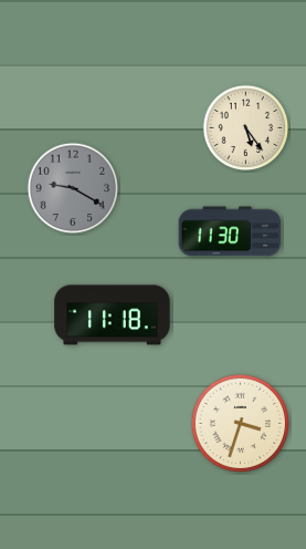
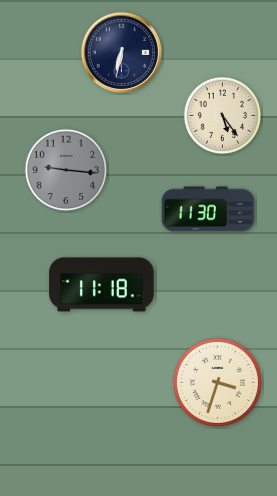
clock at (121, 52): none -> 6:32
clock at (73, 188): 9:20 -> 9:16
